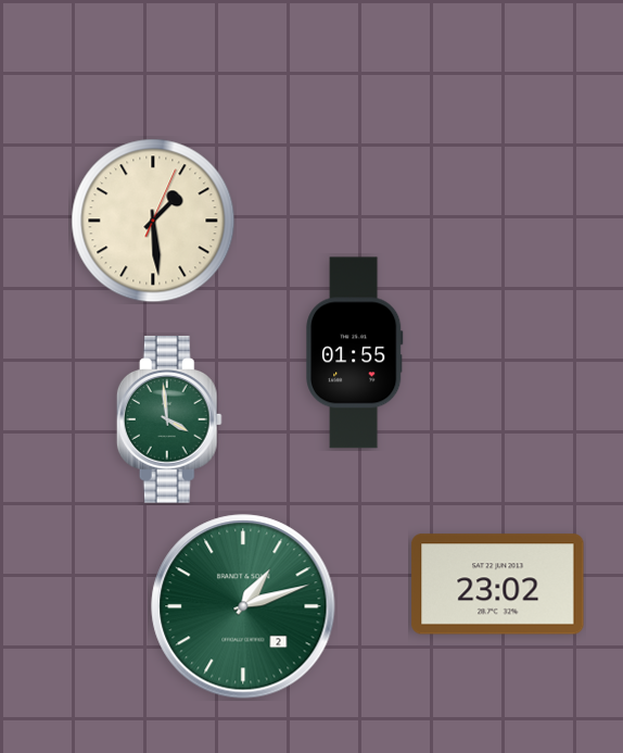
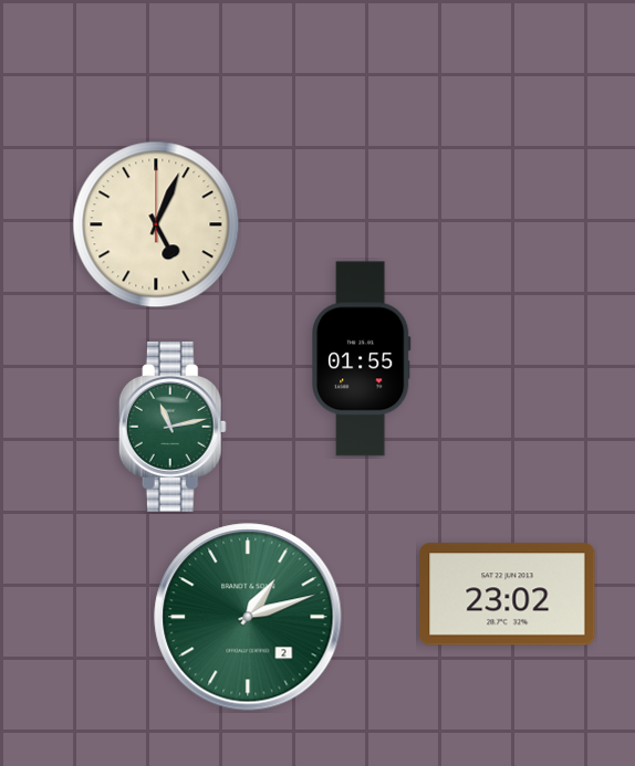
clock at (153, 221): 1:29 -> 5:04
clock at (169, 419): 3:59 -> 11:13
